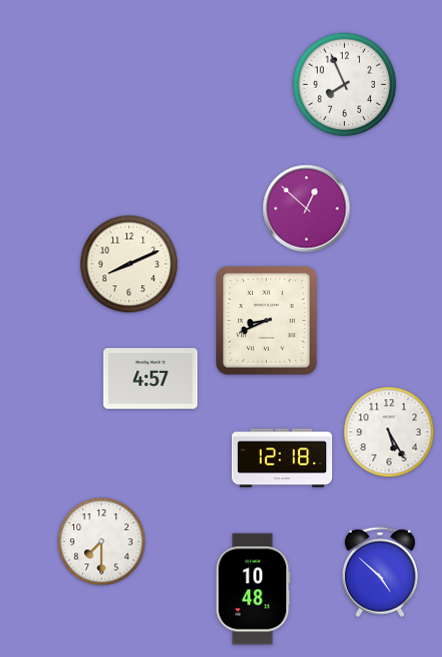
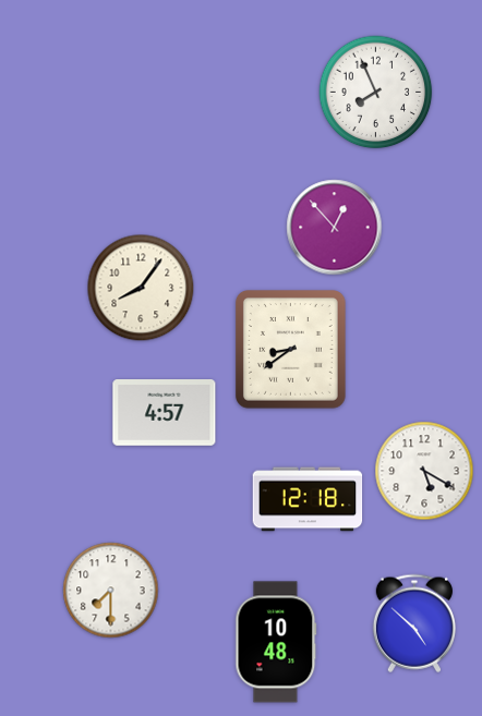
clock at (307, 209): 12:52 -> 12:53
clock at (129, 264): 8:11 -> 8:06
clock at (266, 321): 8:41 -> 8:39
clock at (389, 432): 5:25 -> 5:20
